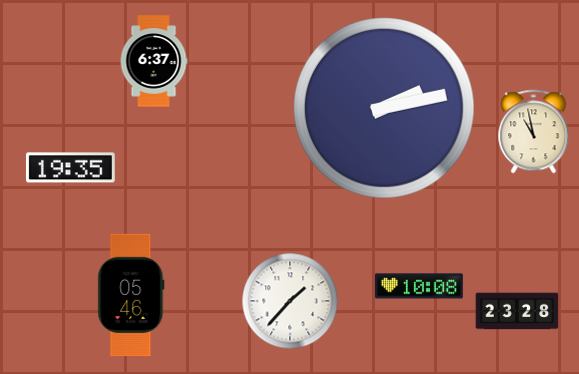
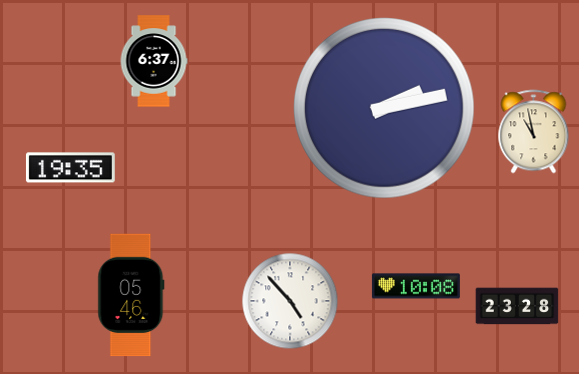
clock at (419, 286) position: (419, 286) -> (416, 286)
clock at (290, 301): 1:37 -> 4:53
clock at (517, 311) position: (517, 311) -> (517, 306)
